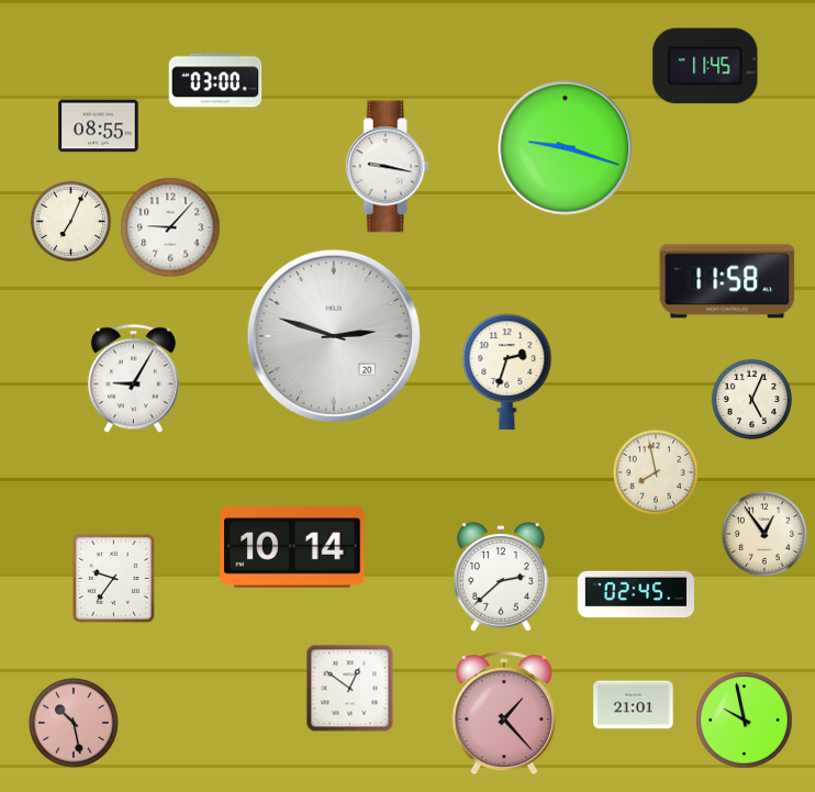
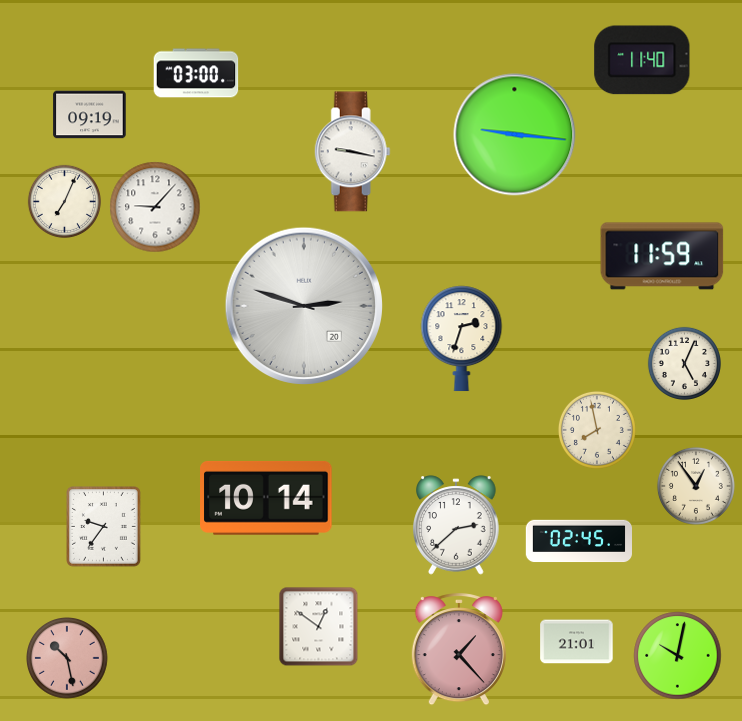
clock at (705, 66): 11:45 -> 11:40
clock at (99, 126): 08:55 -> 09:19
clock at (566, 148): 9:18 -> 9:16
clock at (727, 281): 11:58 -> 11:59
clock at (133, 379): 9:05 -> none
clock at (745, 721): 9:58 -> 10:02
